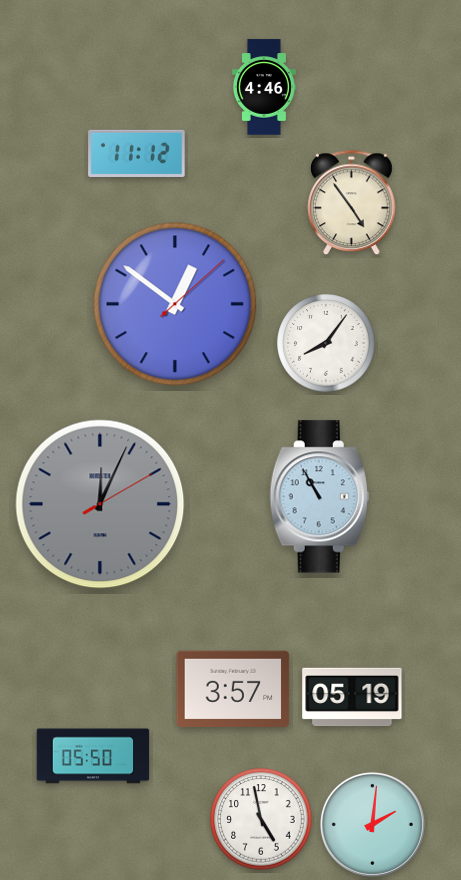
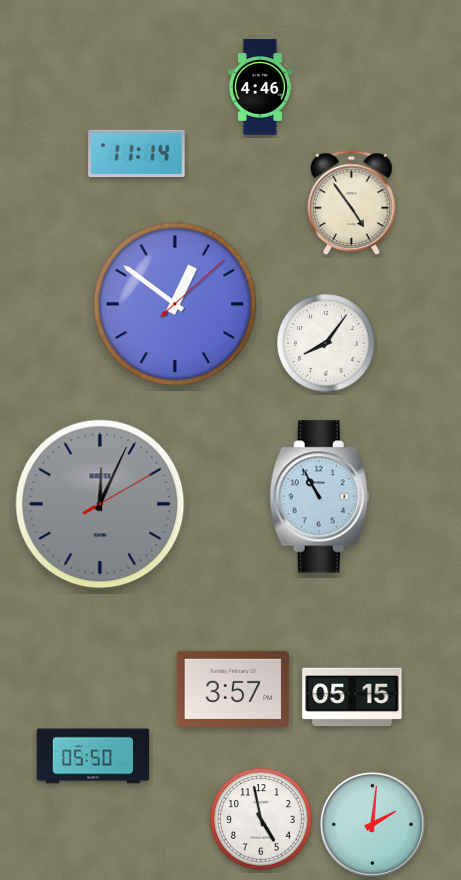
clock at (264, 87) position: (264, 87) -> (260, 87)
clock at (137, 153): 11:12 -> 11:14
clock at (352, 697): 05:19 -> 05:15
